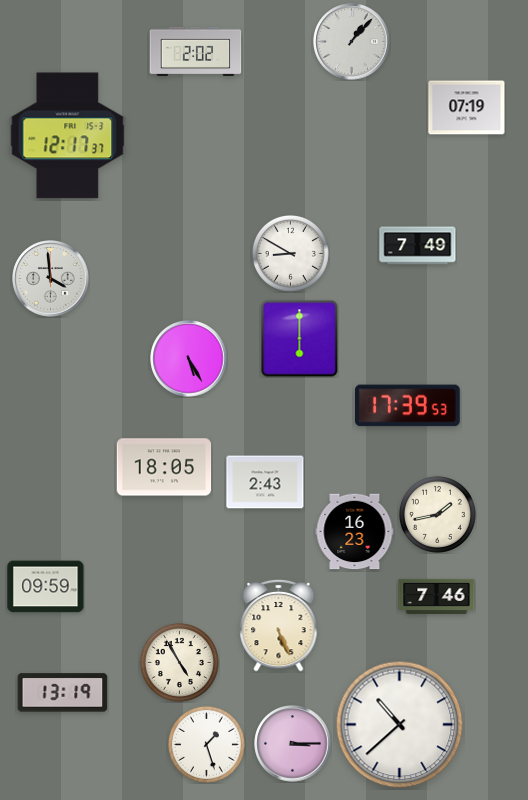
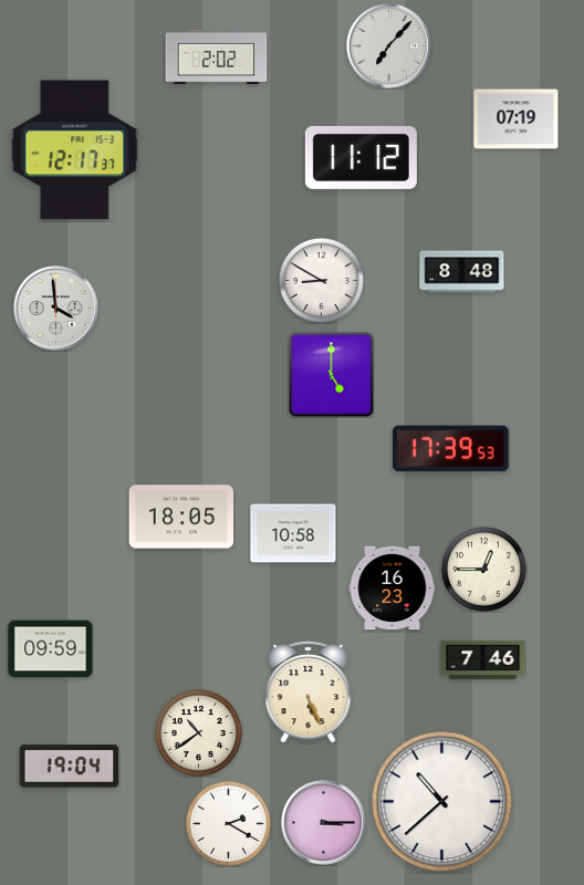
clock at (352, 42): 1:07 -> 7:07
clock at (361, 157): none -> 11:12
clock at (418, 246): 7:49 -> 8:48
clock at (300, 339): 6:00 -> 5:00
clock at (189, 359): 5:25 -> none
clock at (265, 482): 2:43 -> 10:58
clock at (437, 514): 1:43 -> 12:45
clock at (179, 662): 4:55 -> 10:39
clock at (63, 693): 13:19 -> 19:04
clock at (206, 744): 1:27 -> 2:20
